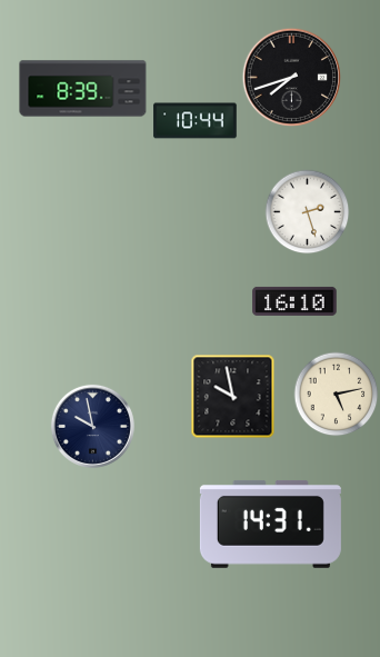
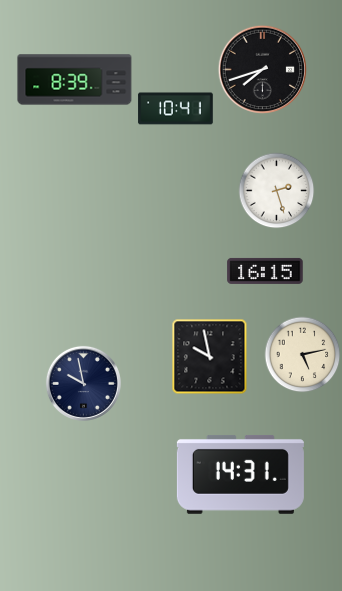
clock at (196, 121): 10:44 -> 10:41
clock at (294, 301): 16:10 -> 16:15
clock at (270, 524) position: (270, 524) -> (240, 474)
